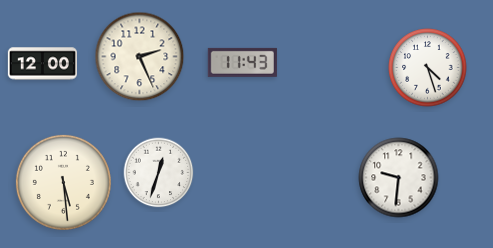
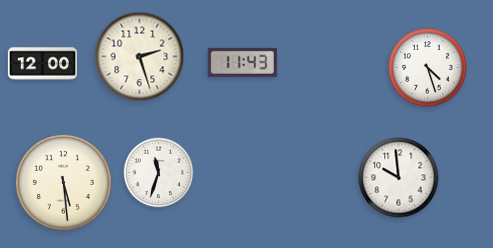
clock at (140, 57): 2:26 -> 2:27
clock at (159, 173): 12:33 -> 11:33
clock at (399, 178): 9:31 -> 9:59
